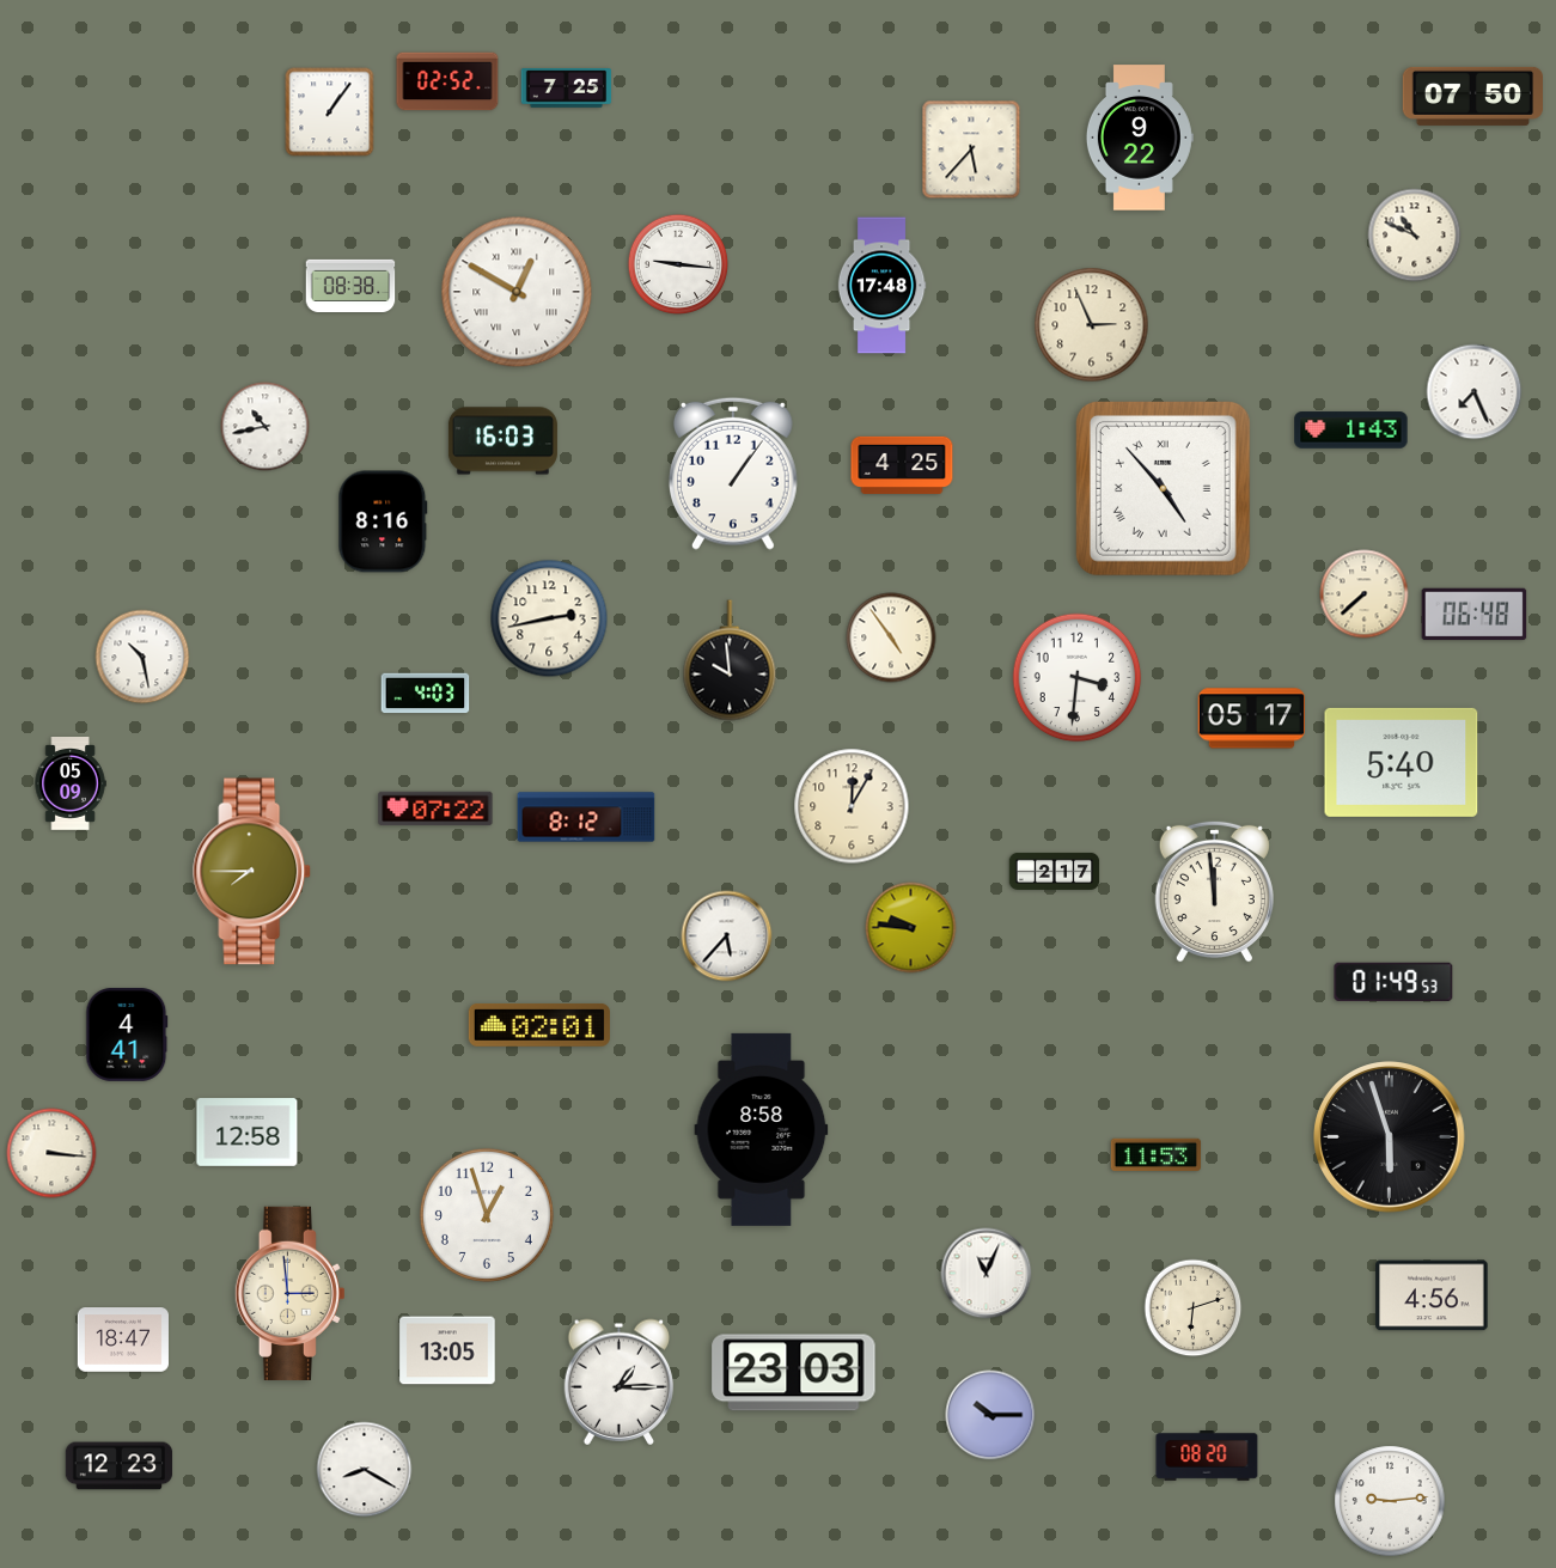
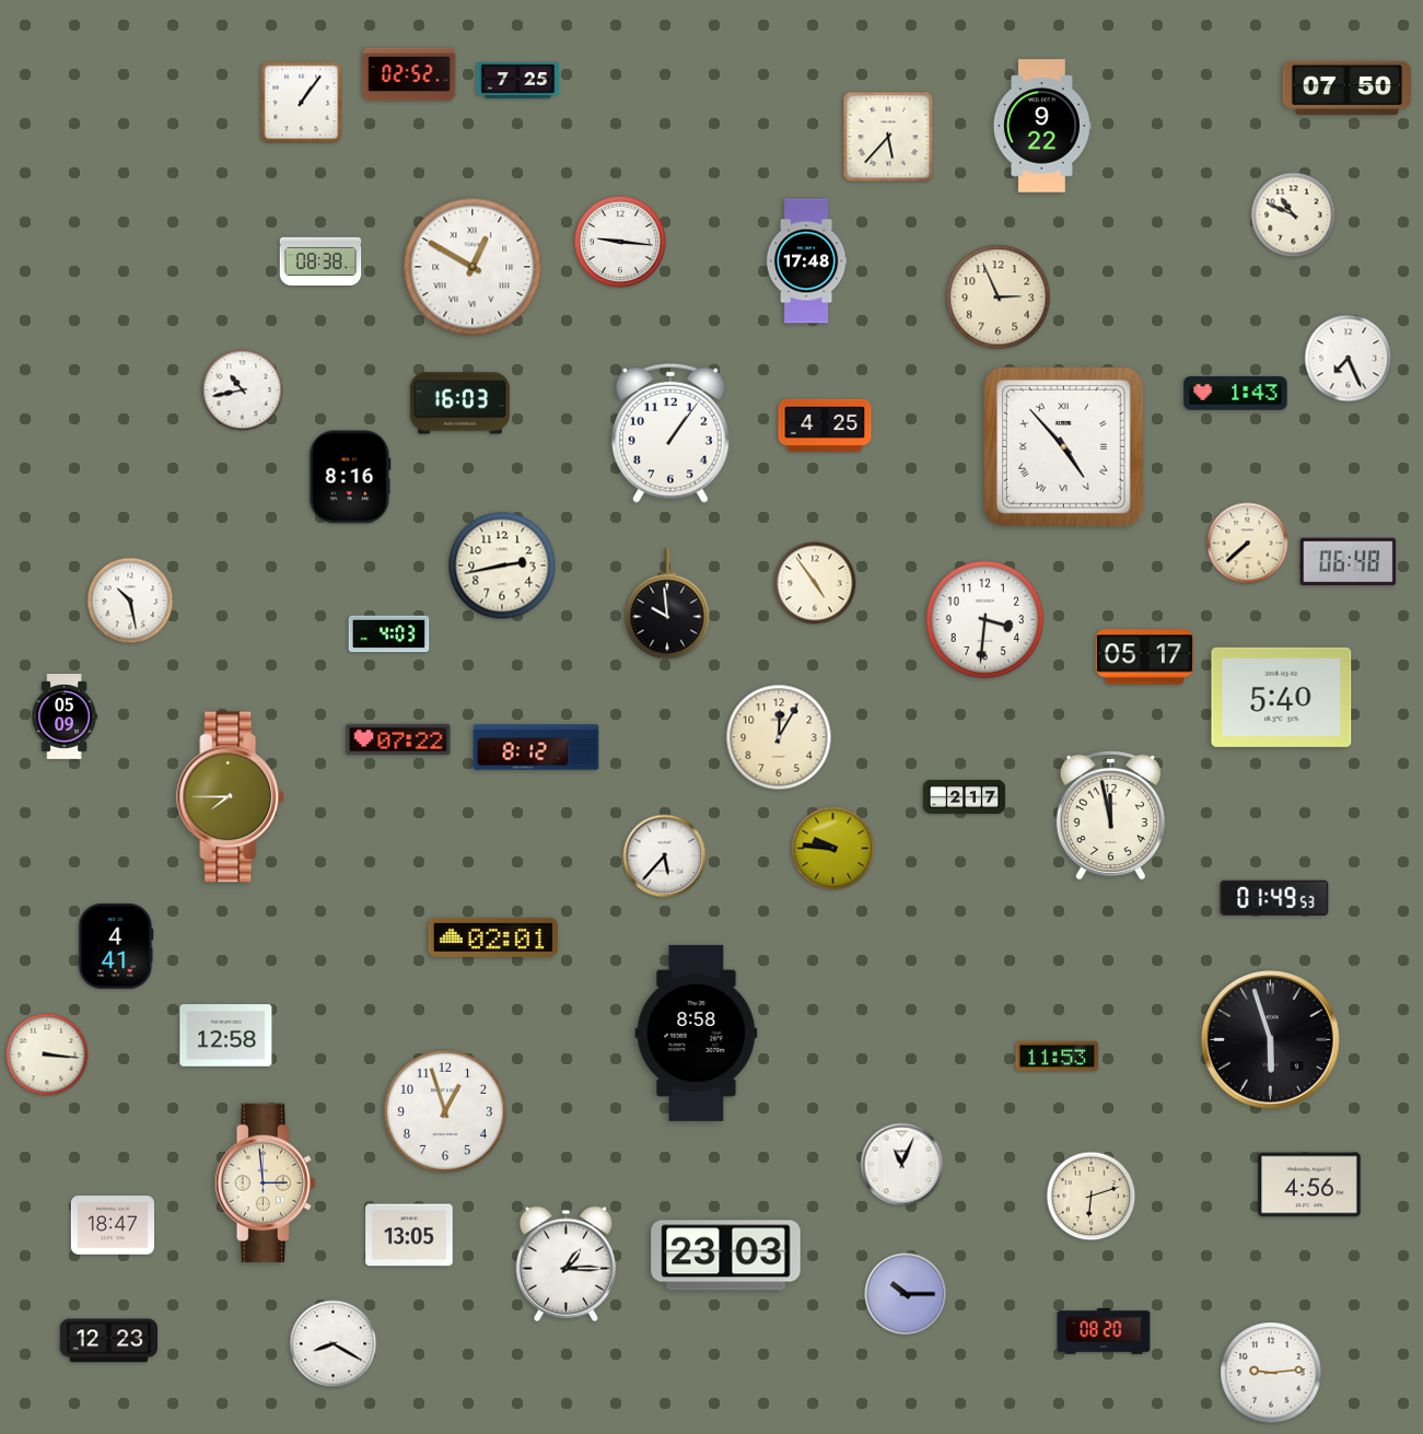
clock at (1214, 891): 11:59 -> 11:58
